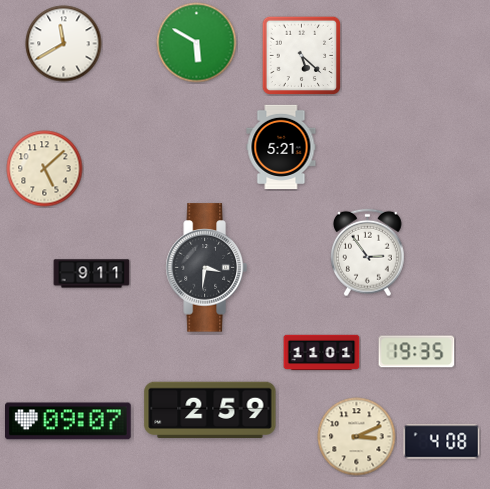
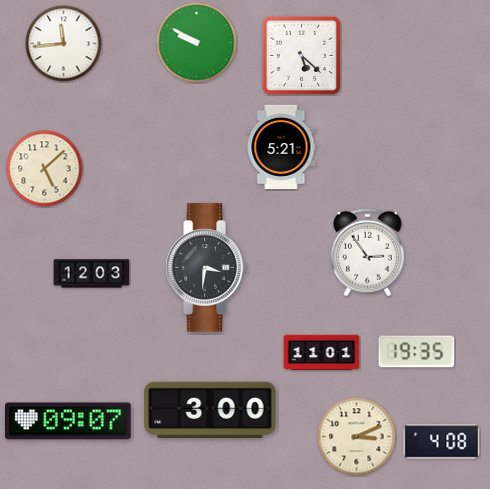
clock at (197, 43): 5:50 -> 9:50
clock at (64, 44): 11:40 -> 11:44
clock at (92, 274): 9:11 -> 12:03
clock at (210, 410): 2:59 -> 3:00
